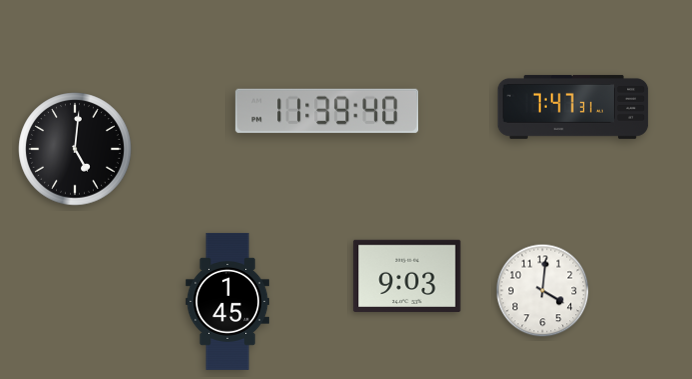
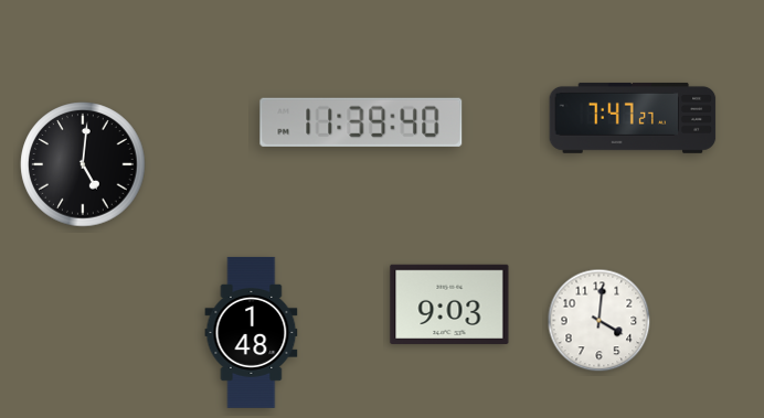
clock at (573, 107): 7:47:31 -> 7:47:27
clock at (228, 301): 1:45 -> 1:48
